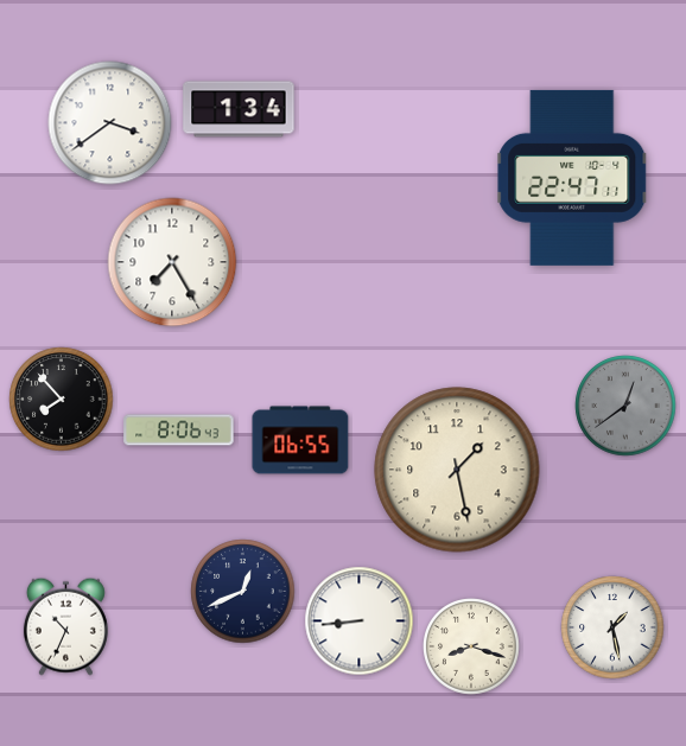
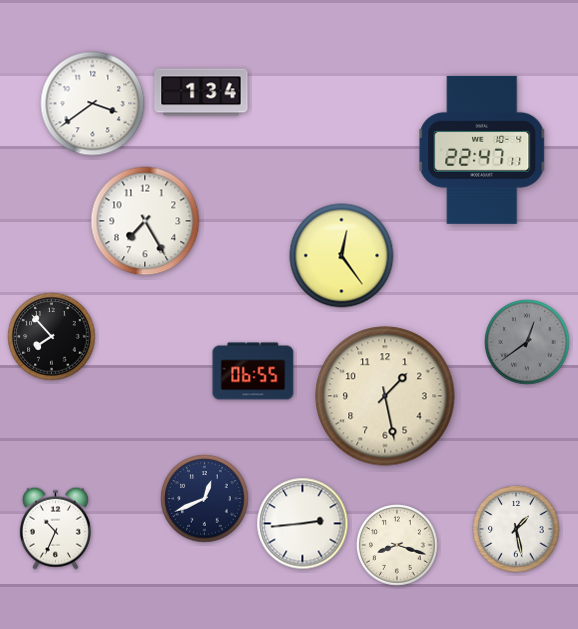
clock at (342, 256): none -> 12:24
clock at (179, 431): 8:06 -> none
clock at (360, 621): 8:44 -> 2:44
